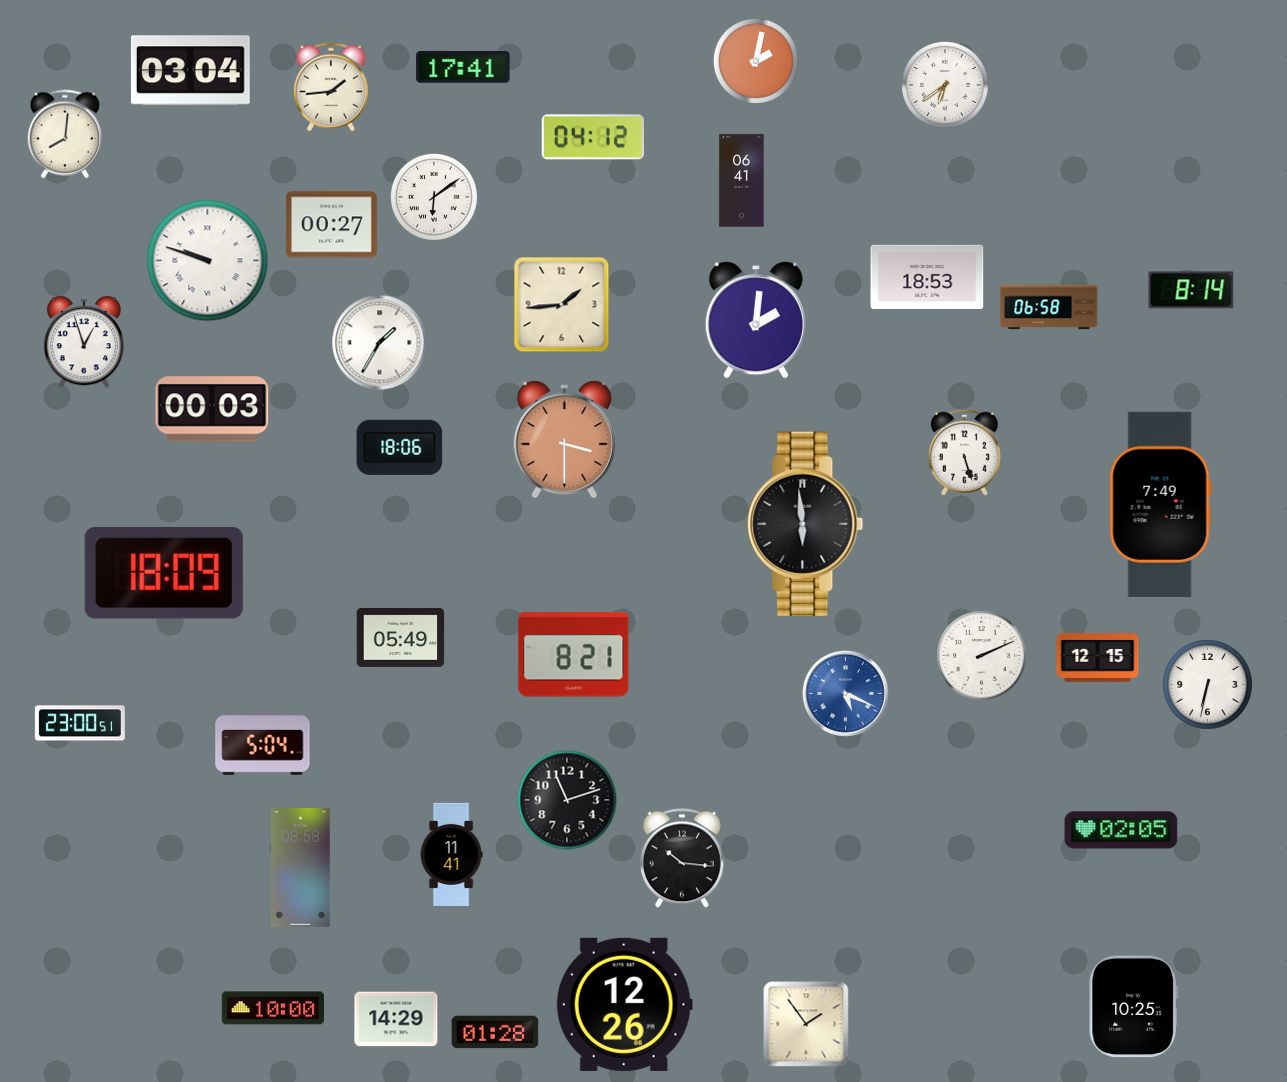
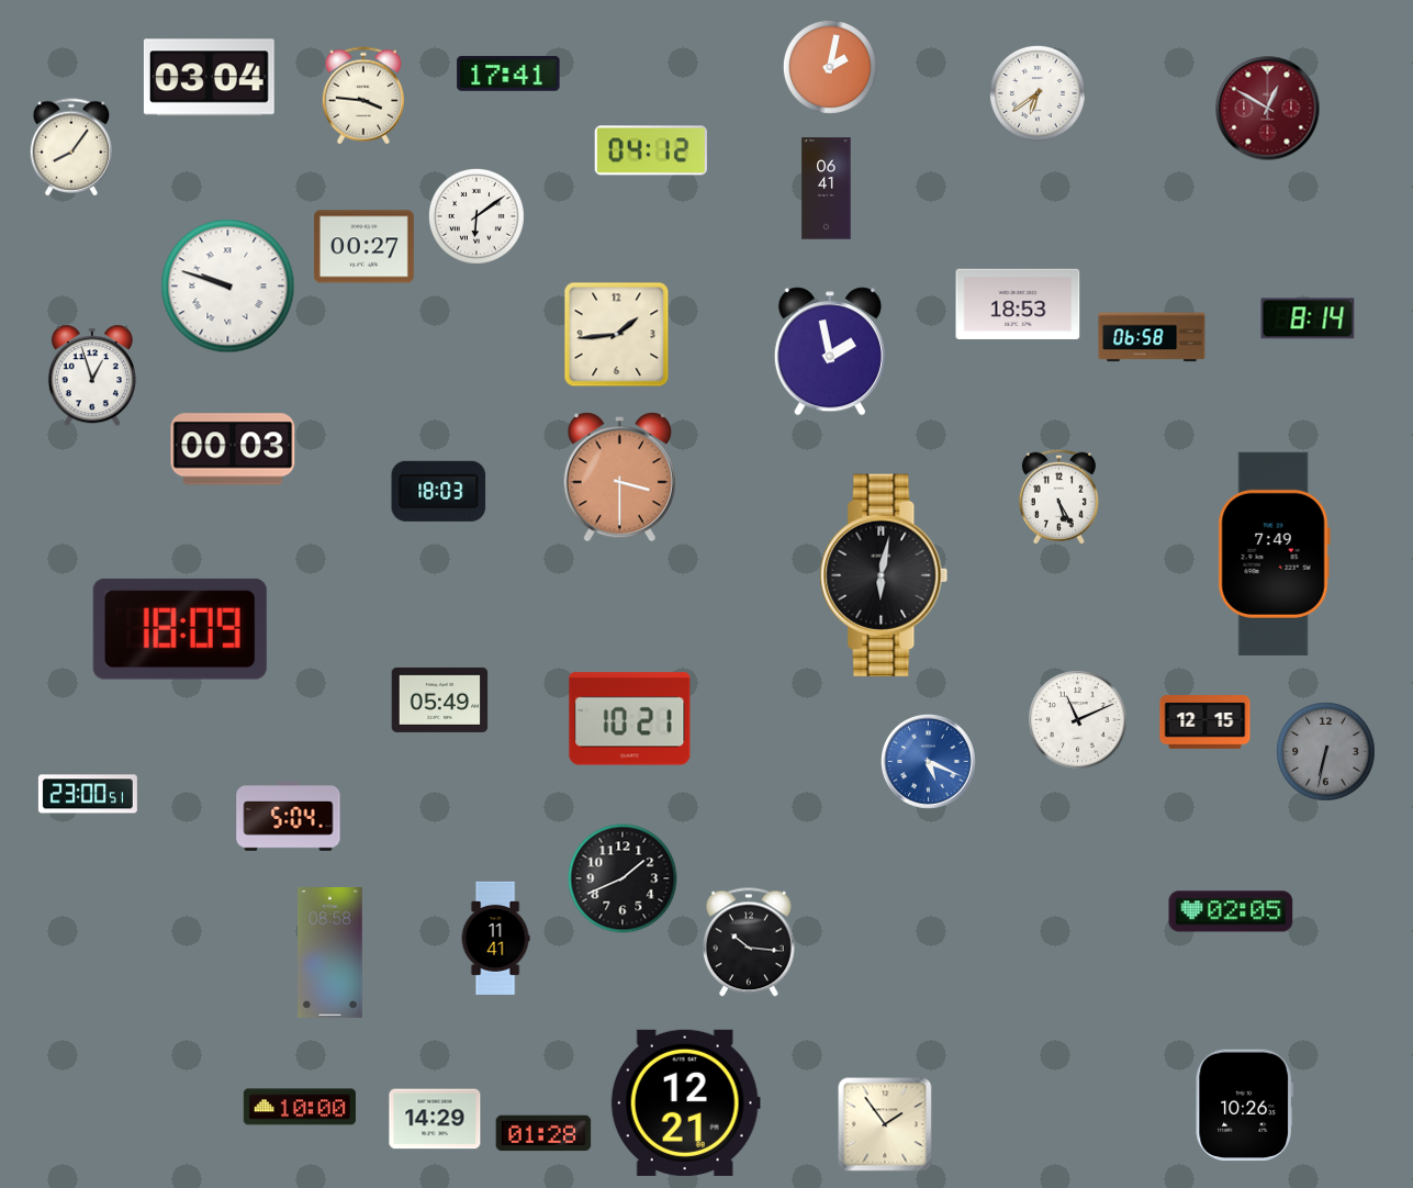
clock at (331, 87): 1:44 -> 3:46
clock at (1268, 109): none -> 12:50
clock at (65, 134): 8:01 -> 8:06
clock at (742, 181) position: (742, 181) -> (827, 189)
clock at (756, 320): 2:01 -> 1:58
clock at (380, 343): 1:35 -> none
clock at (564, 440) position: (564, 440) -> (619, 478)
clock at (400, 447): 18:06 -> 18:03
clock at (964, 452): 5:27 -> 5:25
clock at (805, 524): 5:59 -> 6:02
clock at (574, 655): 8:21 -> 10:21
clock at (982, 656): 2:11 -> 11:11
clock at (1208, 685) dial: white -> grey
clock at (567, 800): 11:12 -> 1:41
clock at (624, 1004): 12:26 -> 12:21
clock at (1133, 1007): 10:25 -> 10:26
